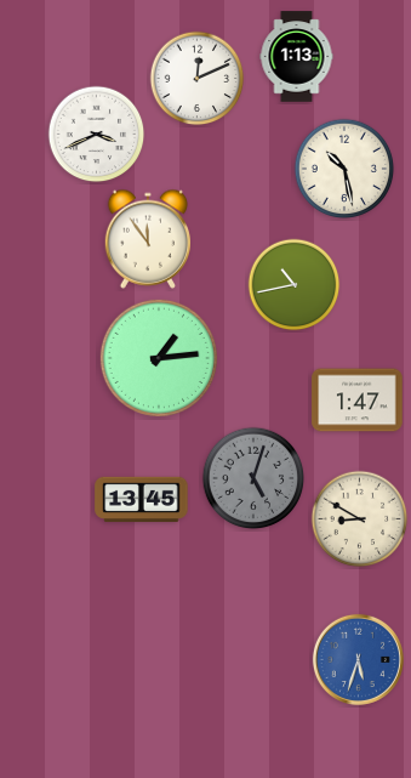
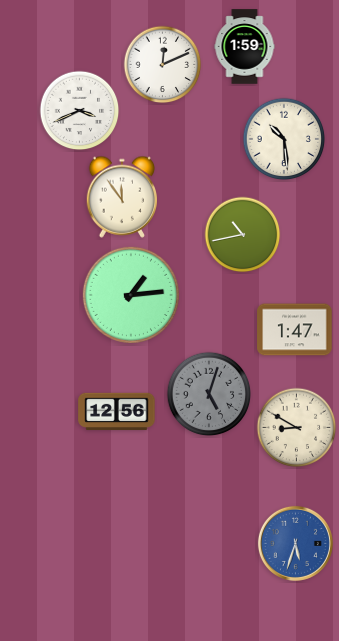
clock at (297, 57): 1:13 -> 1:59
clock at (344, 169): 10:28 -> 10:29
clock at (142, 500): 13:45 -> 12:56
